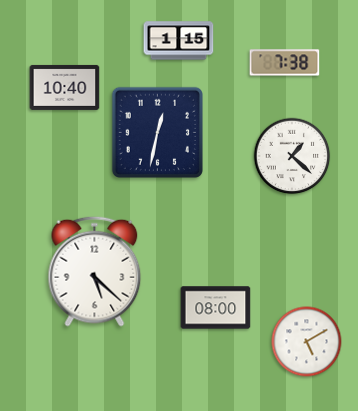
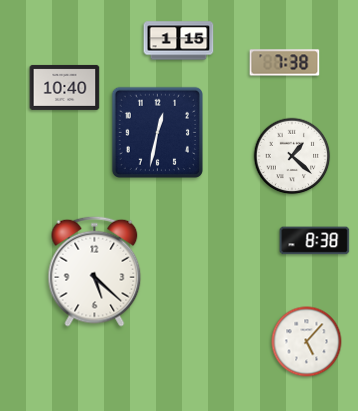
clock at (315, 241): none -> 8:38
clock at (216, 308): 08:00 -> none
clock at (307, 342): 5:10 -> 5:07
